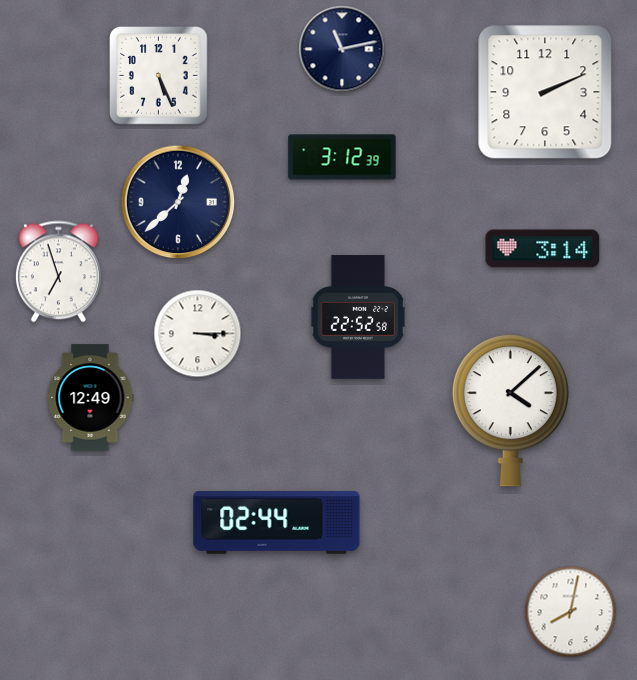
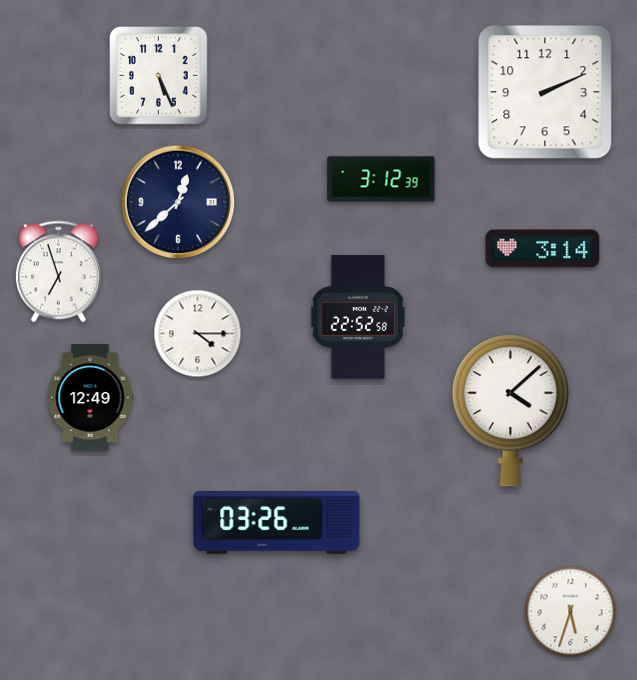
clock at (342, 49): 11:13 -> none
clock at (342, 157) position: (342, 157) -> (381, 179)
clock at (198, 334): 3:15 -> 4:15
clock at (277, 523): 02:44 -> 03:26
clock at (571, 612): 8:02 -> 5:33
